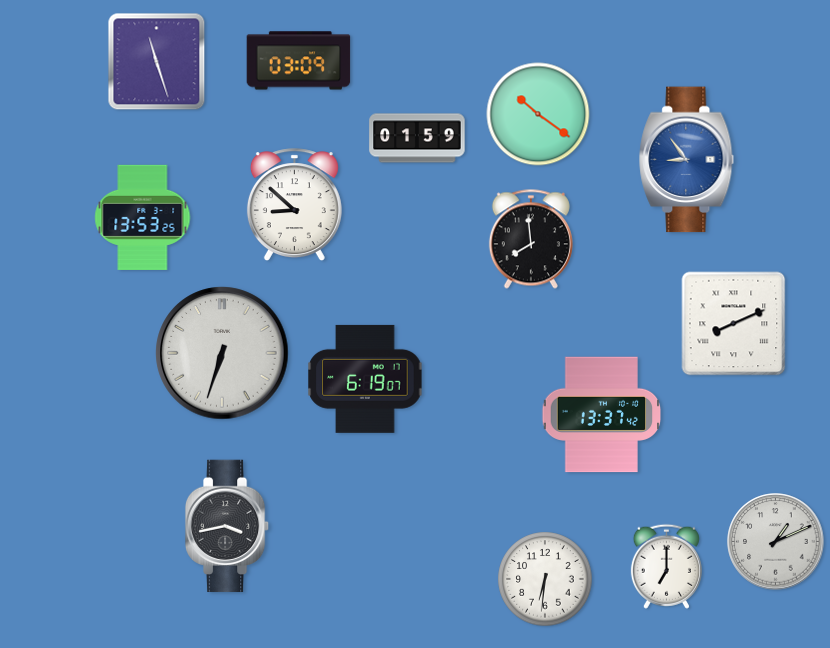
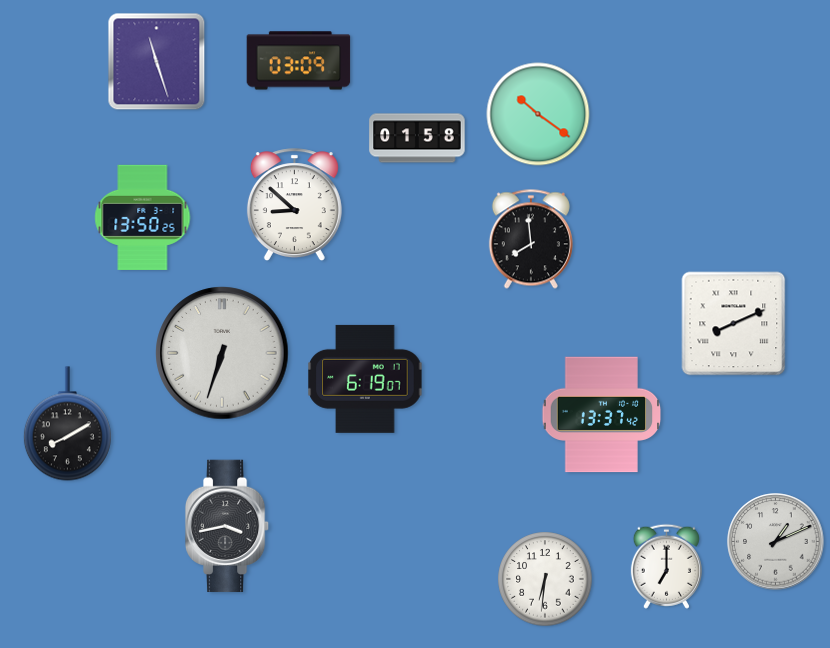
clock at (417, 138): 01:59 -> 01:58
clock at (687, 160): 8:54 -> none
clock at (143, 217): 13:53 -> 13:50
clock at (67, 424): none -> 8:10
